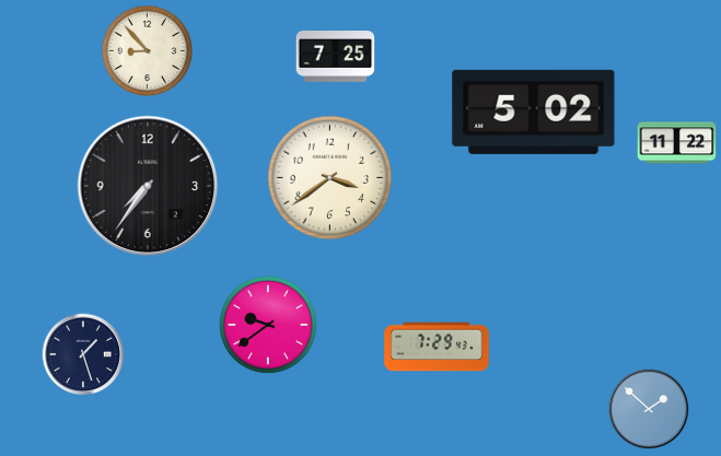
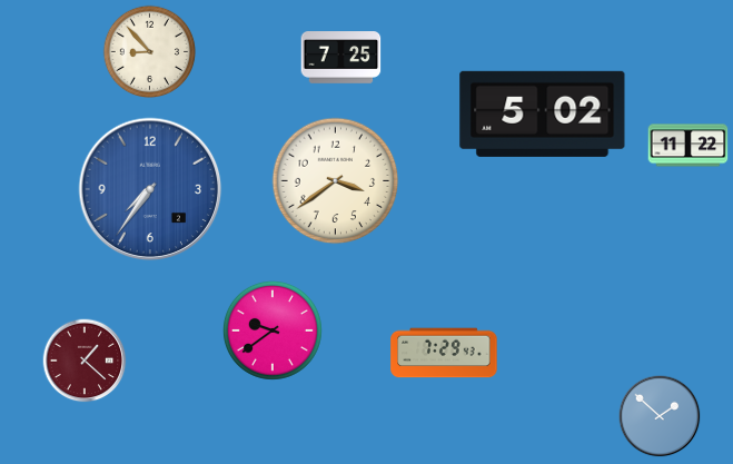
clock at (148, 186) dial: black -> blue
clock at (83, 354): 1:27 -> 1:22
clock at (83, 354) dial: navy -> burgundy
